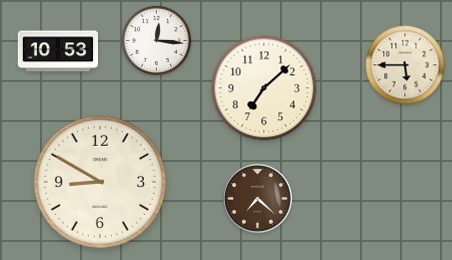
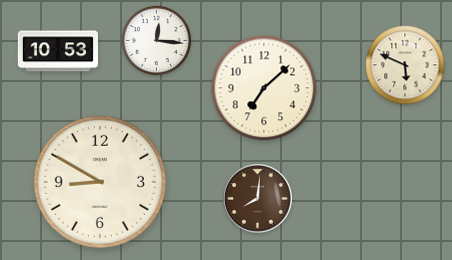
clock at (405, 65): 5:45 -> 5:49
clock at (258, 199): 7:22 -> 8:01
